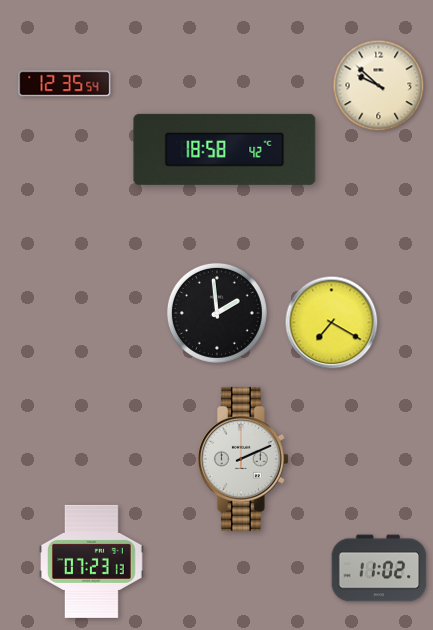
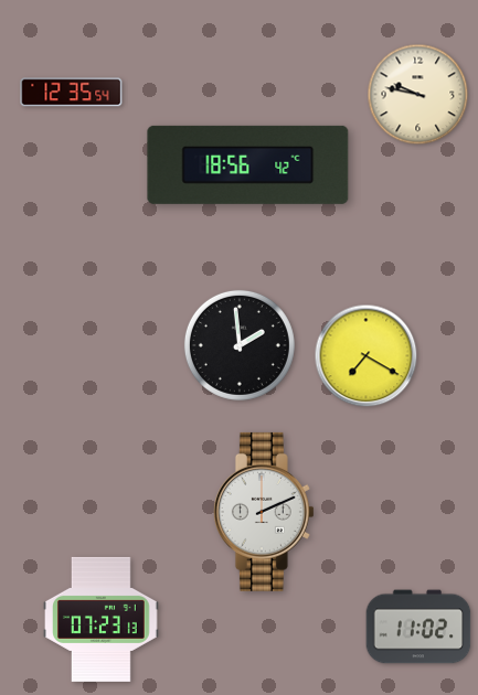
clock at (379, 86): 9:52 -> 9:47
clock at (225, 149): 18:58 -> 18:56
clock at (243, 459) position: (243, 459) -> (264, 512)
